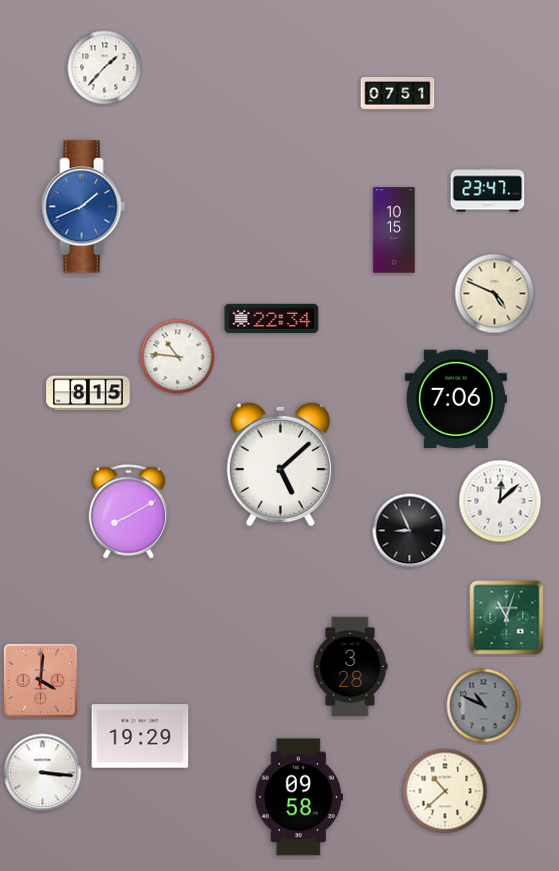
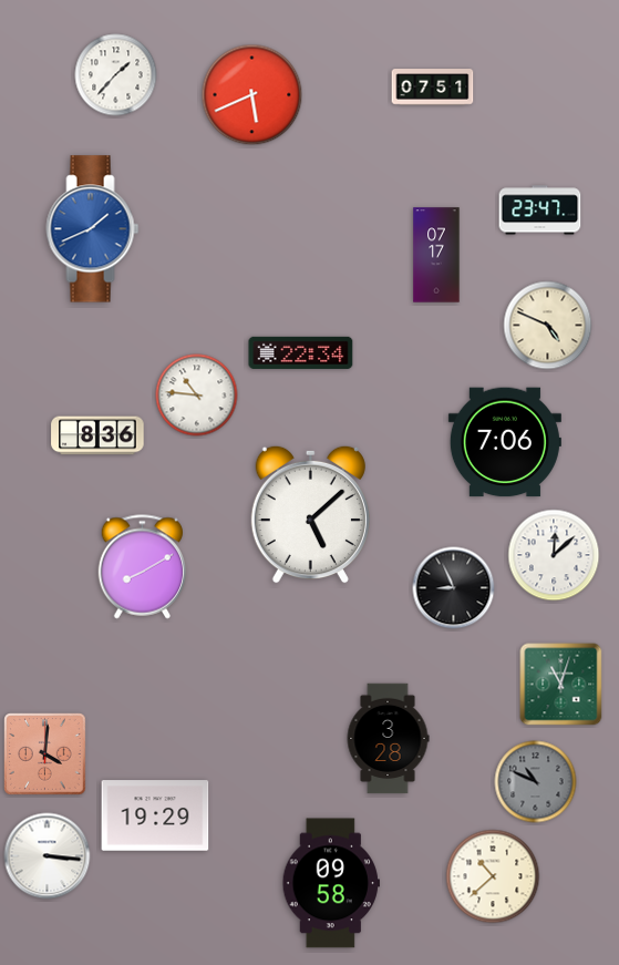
clock at (252, 95): none -> 5:41
clock at (398, 94) position: (398, 94) -> (433, 88)
clock at (394, 230): 10:15 -> 07:17
clock at (88, 393): 8:15 -> 8:36
